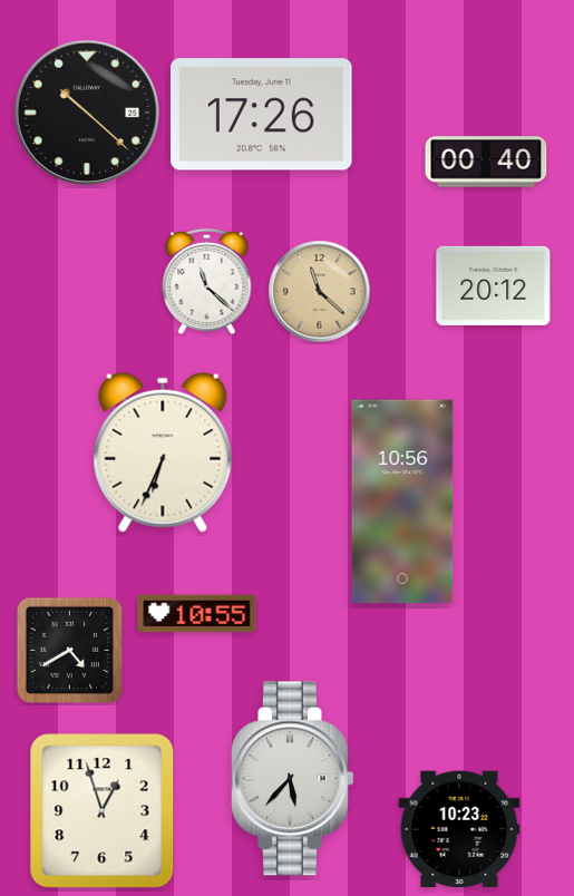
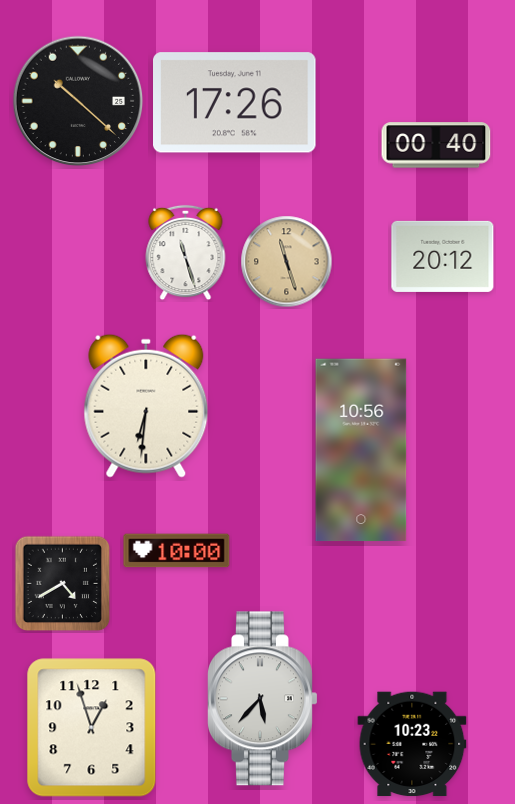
clock at (207, 282): 11:22 -> 11:27
clock at (320, 292): 11:22 -> 11:27
clock at (163, 452): 6:34 -> 6:31
clock at (197, 614): 10:55 -> 10:00
